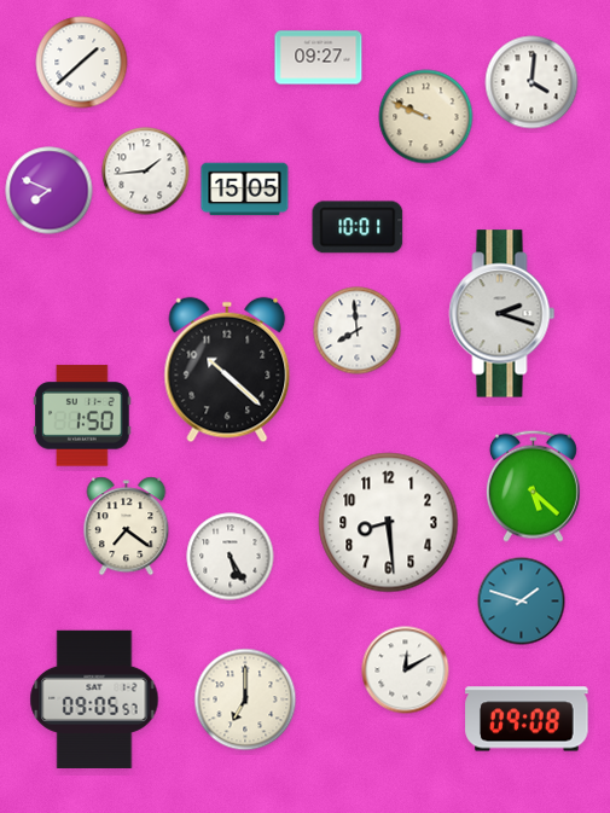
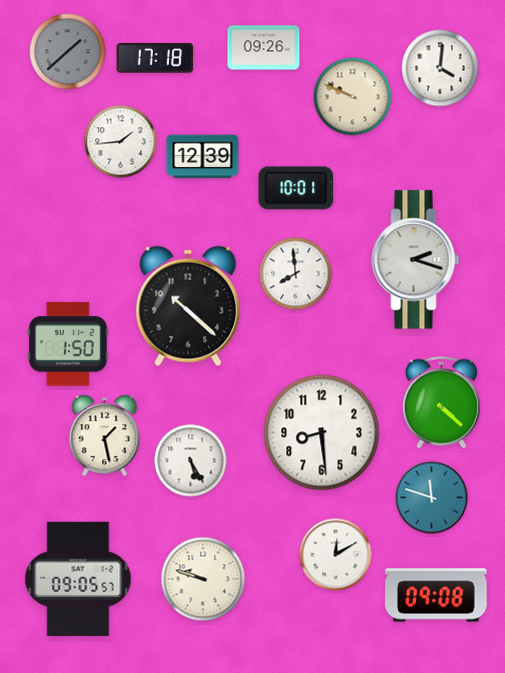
clock at (319, 58): 09:27 -> 09:26
clock at (82, 63) dial: white -> grey
clock at (155, 58): none -> 17:18
clock at (245, 190): 15:05 -> 12:39
clock at (50, 191): 7:49 -> none
clock at (533, 486): 5:22 -> 4:22
clock at (127, 527): 7:21 -> 1:28
clock at (522, 602): 1:48 -> 11:48
clock at (245, 699): 7:00 -> 9:48
